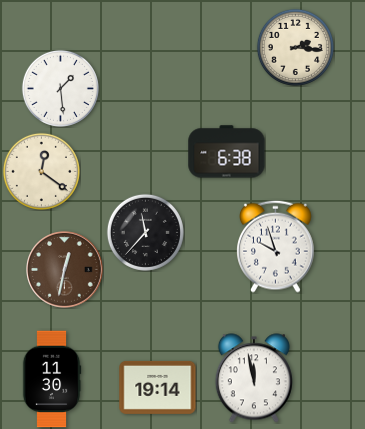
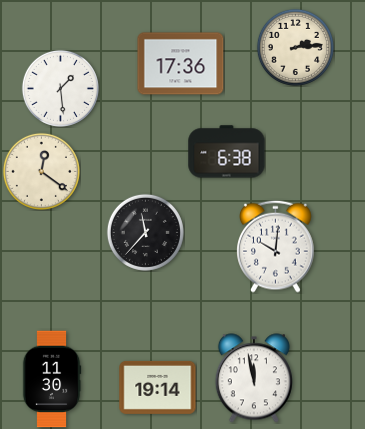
clock at (295, 47): 2:16 -> 2:14
clock at (181, 64): none -> 17:36
clock at (276, 246): 9:57 -> 10:01
clock at (65, 270): 12:32 -> none
